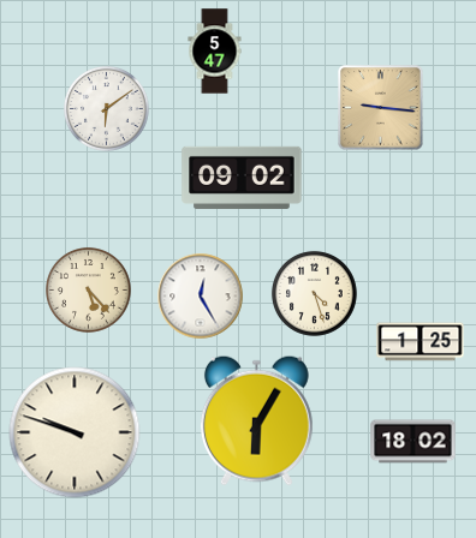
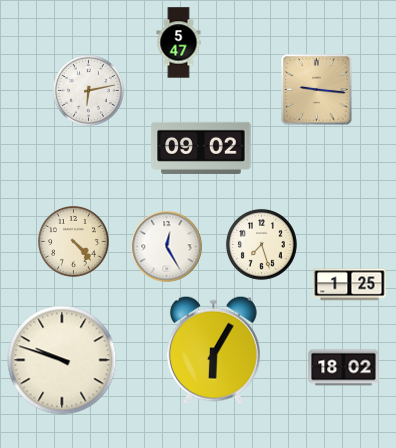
clock at (106, 108): 6:09 -> 6:13
clock at (88, 289): 5:23 -> 4:23
clock at (314, 293): 4:27 -> 7:27
